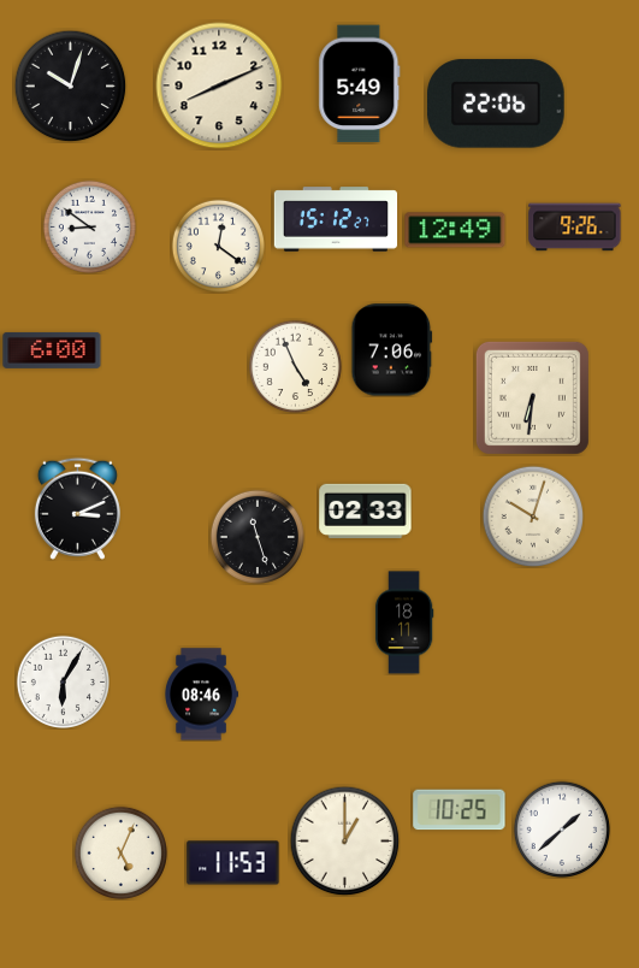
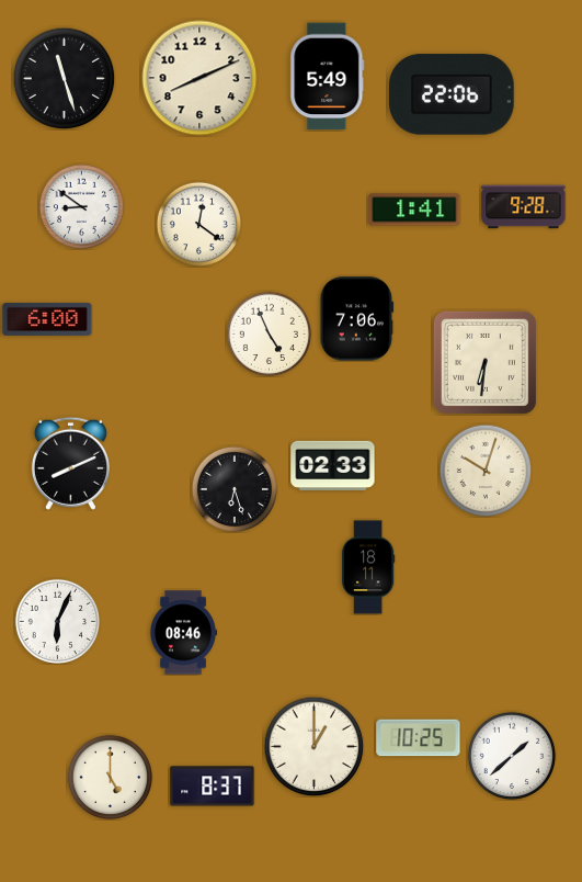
clock at (70, 85): 10:03 -> 11:27
clock at (336, 219): 15:12 -> none
clock at (575, 228): 9:26 -> 9:28
clock at (455, 230): 12:49 -> 1:41
clock at (77, 508): 3:11 -> 8:11
clock at (256, 536): 11:27 -> 6:27
clock at (63, 681): 6:05 -> 6:04
clock at (344, 840) position: (344, 840) -> (313, 746)
clock at (120, 852): 5:04 -> 5:00
clock at (233, 863): 11:53 -> 8:37
